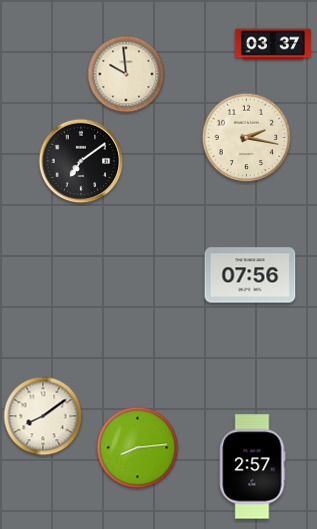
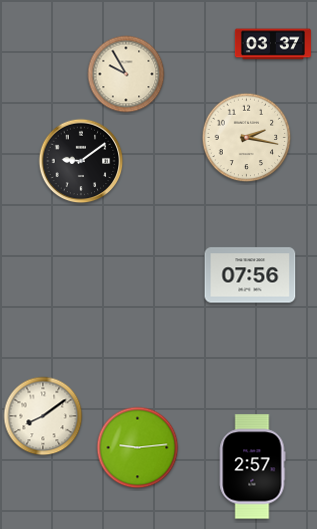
clock at (126, 74): 9:59 -> 9:55
clock at (81, 161): 7:09 -> 9:09
clock at (138, 448): 8:14 -> 9:14
